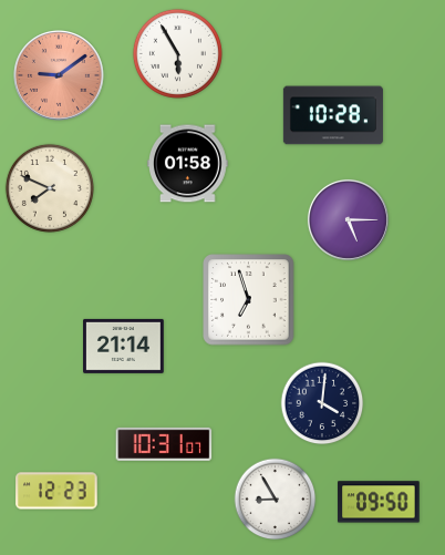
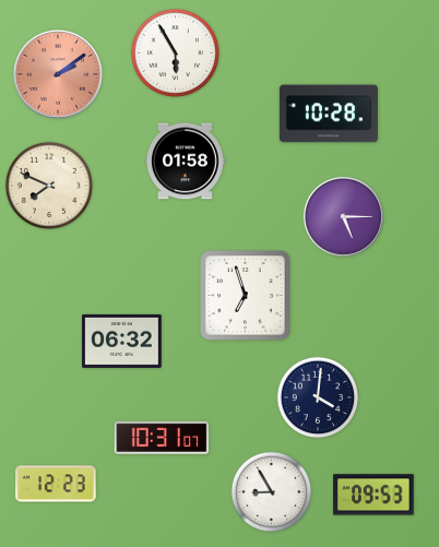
clock at (60, 76): 9:09 -> 2:09
clock at (124, 346): 21:14 -> 06:32
clock at (379, 502): 09:50 -> 09:53
